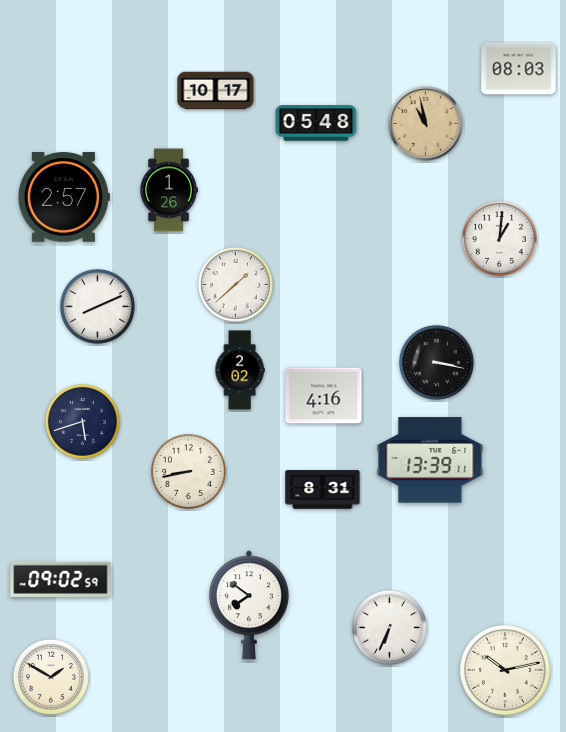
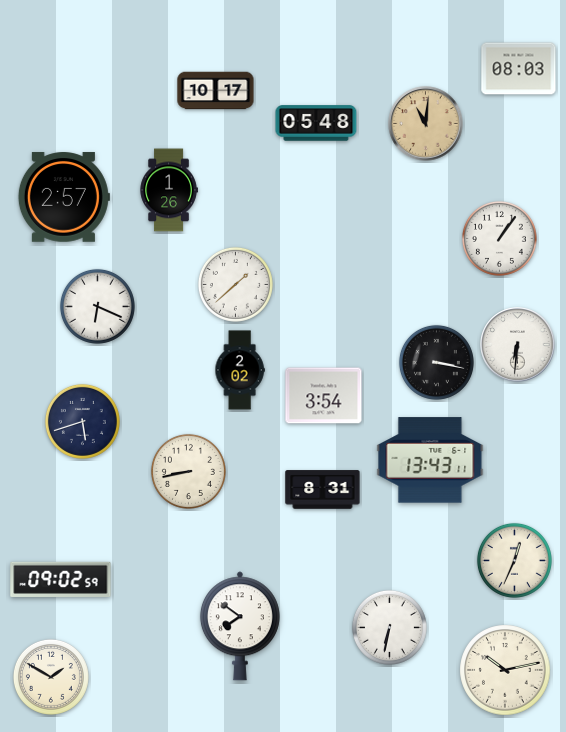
clock at (426, 124): 10:58 -> 11:01
clock at (499, 238): 1:01 -> 1:06
clock at (97, 306): 8:11 -> 6:19
clock at (518, 345): none -> 6:31
clock at (324, 396): 4:16 -> 3:54
clock at (430, 460): 13:39 -> 13:43
clock at (514, 560): none -> 12:34
clock at (249, 605) position: (249, 605) -> (240, 626)
clock at (389, 627): 6:34 -> 6:32
